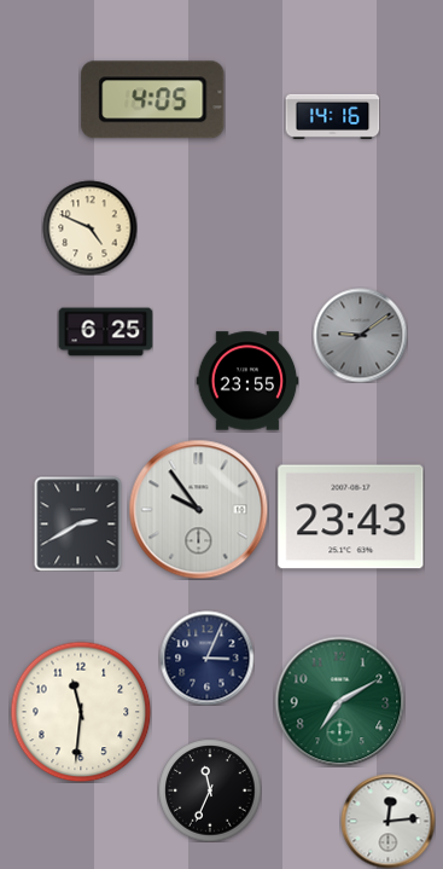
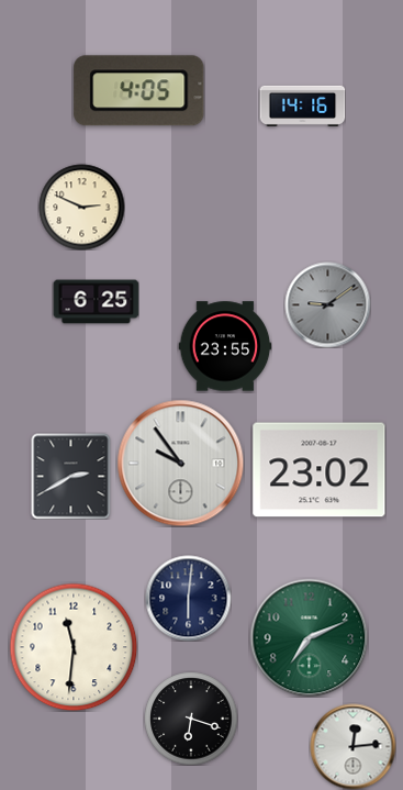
clock at (89, 227): 4:49 -> 2:49
clock at (351, 517): 23:43 -> 23:02
clock at (206, 657): 3:04 -> 6:01
clock at (339, 701): 7:10 -> 7:11
clock at (210, 790): 11:34 -> 6:18
